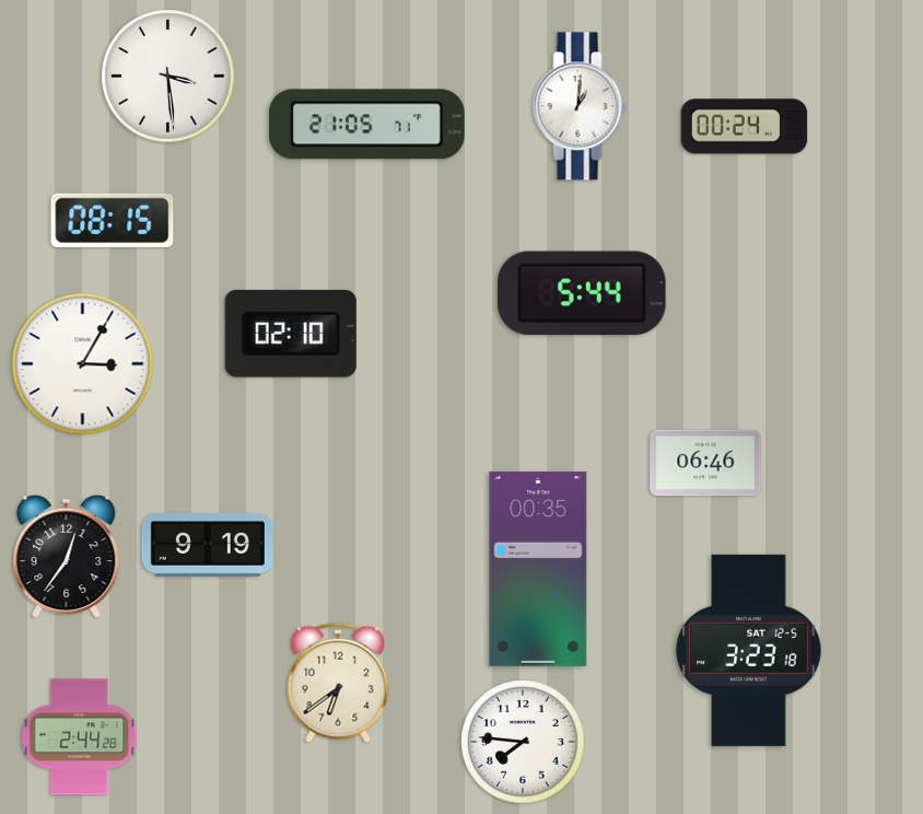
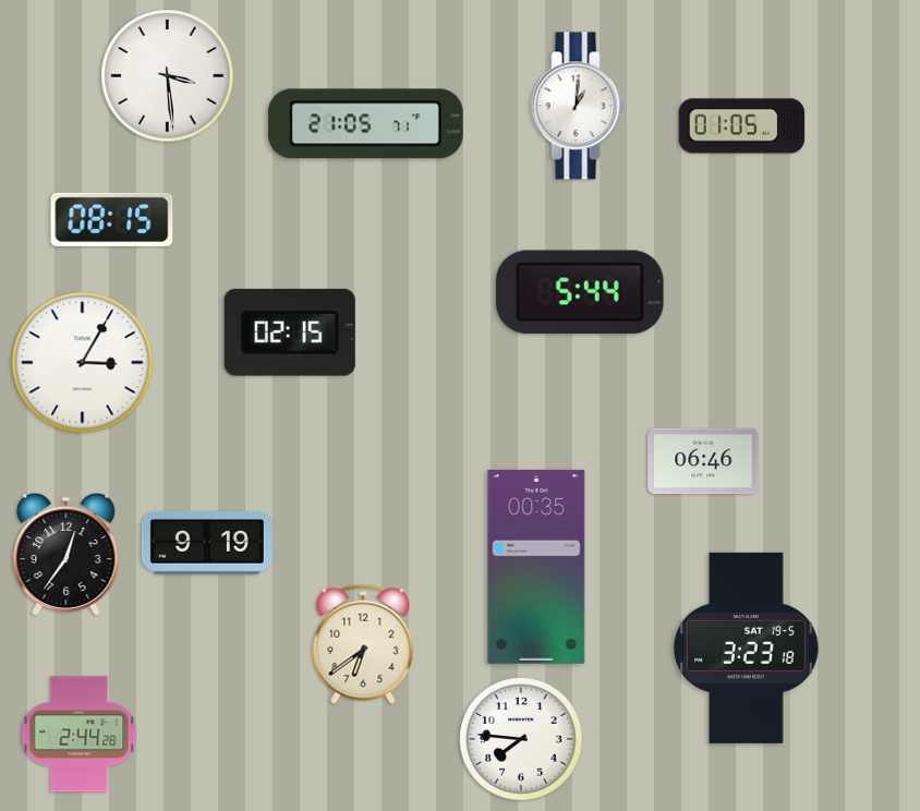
clock at (745, 127): 00:24 -> 01:05
clock at (291, 334): 02:10 -> 02:15
clock at (749, 650) date: SAT 12-5 -> SAT 19-5
clock at (338, 683) position: (338, 683) -> (363, 644)
